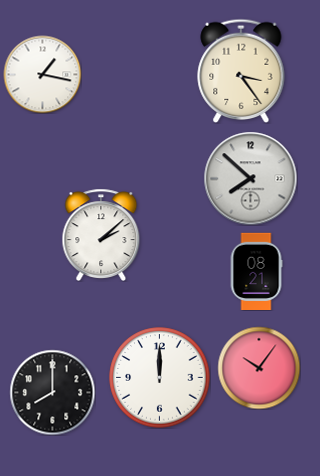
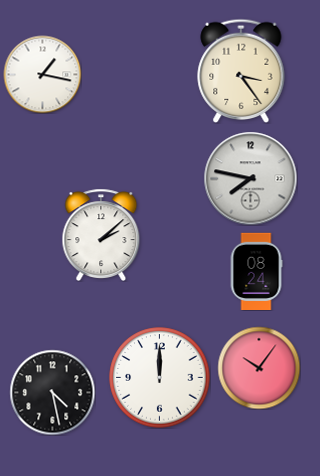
clock at (250, 178): 7:52 -> 7:47
clock at (256, 271): 08:21 -> 08:24
clock at (52, 392): 8:00 -> 4:28
